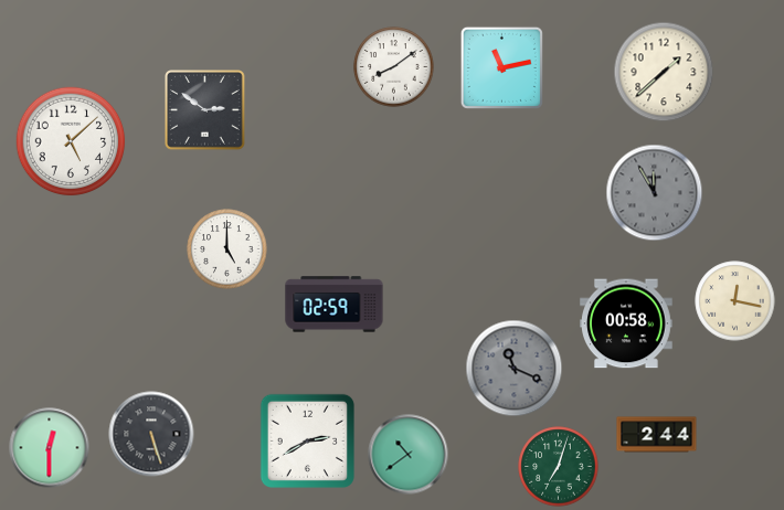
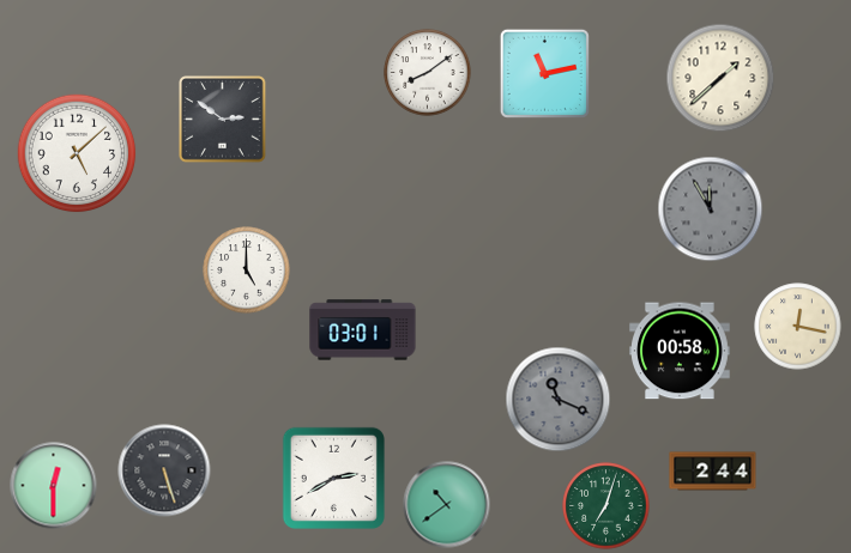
clock at (335, 305): 02:59 -> 03:01
clock at (409, 455) position: (409, 455) -> (447, 505)
